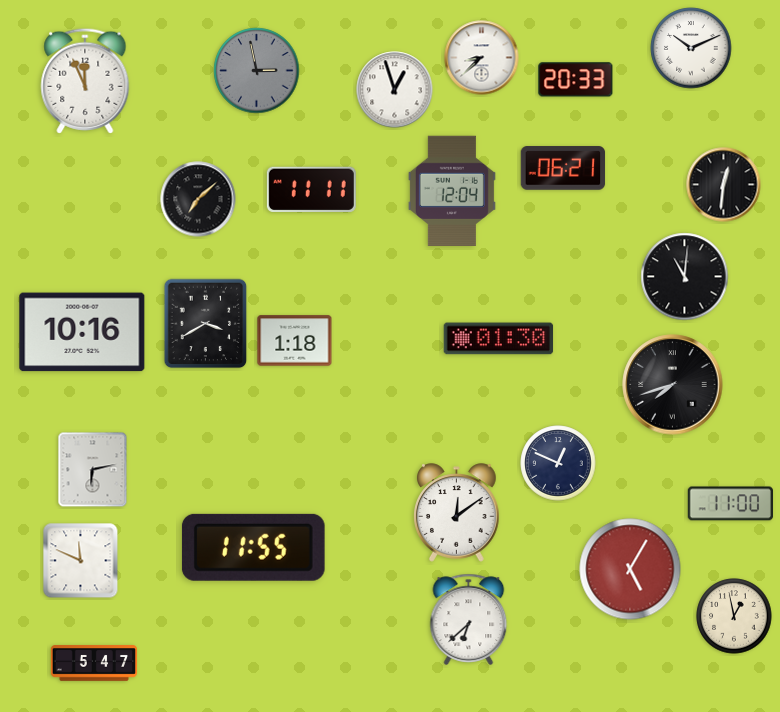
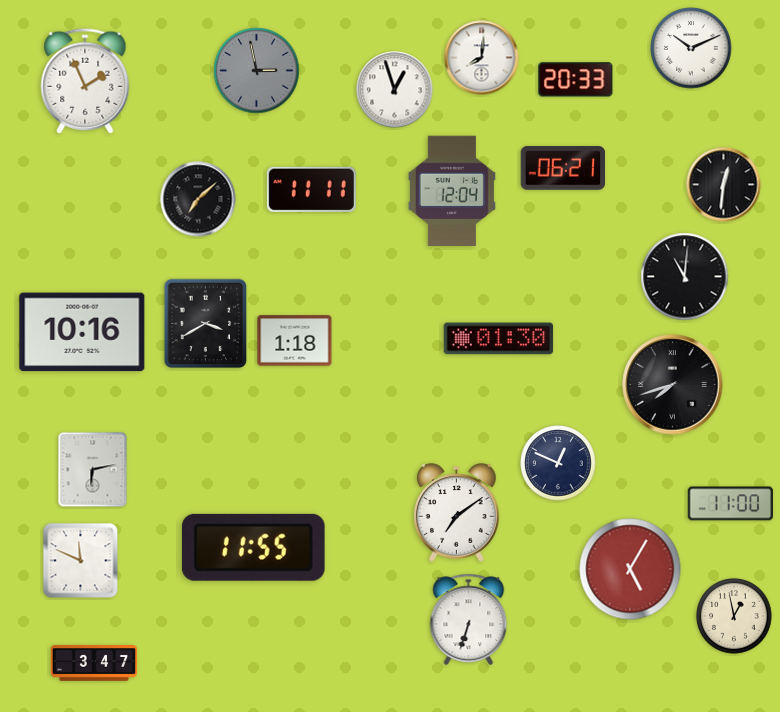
clock at (482, 58): 8:38 -> 8:01
clock at (85, 81): 11:56 -> 1:56
clock at (457, 513): 12:09 -> 7:09
clock at (469, 619): 6:38 -> 6:33
clock at (93, 663): 5:47 -> 3:47
